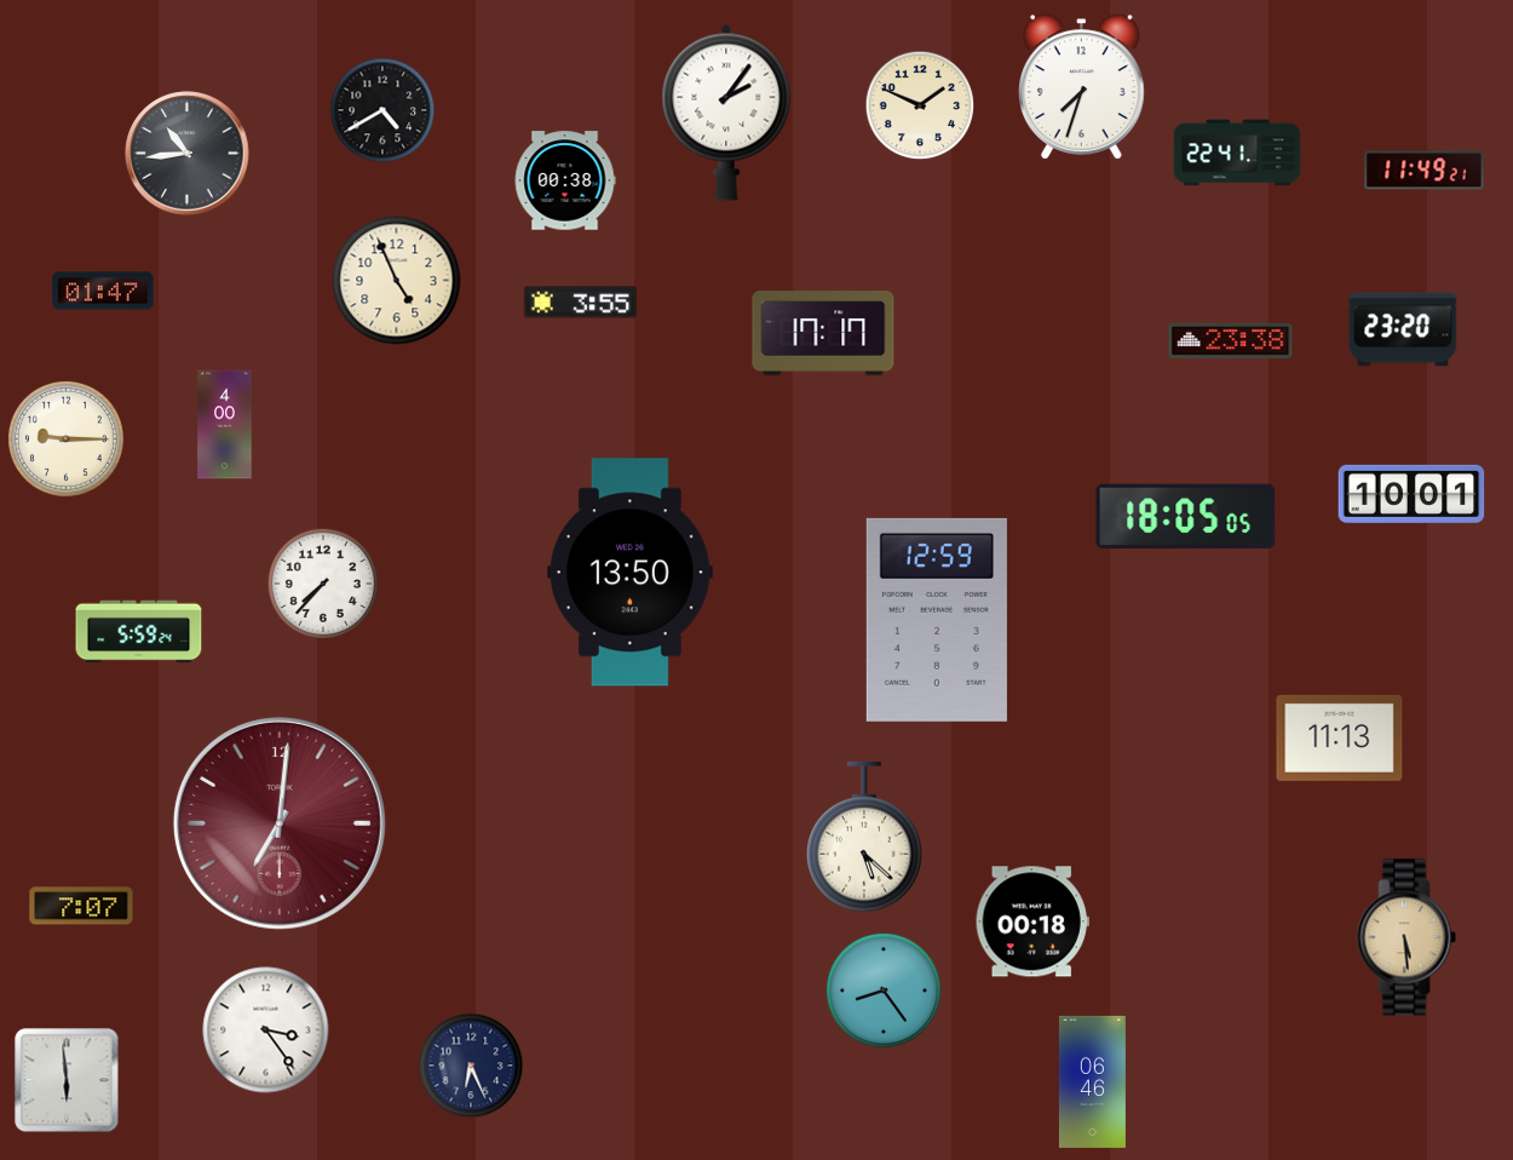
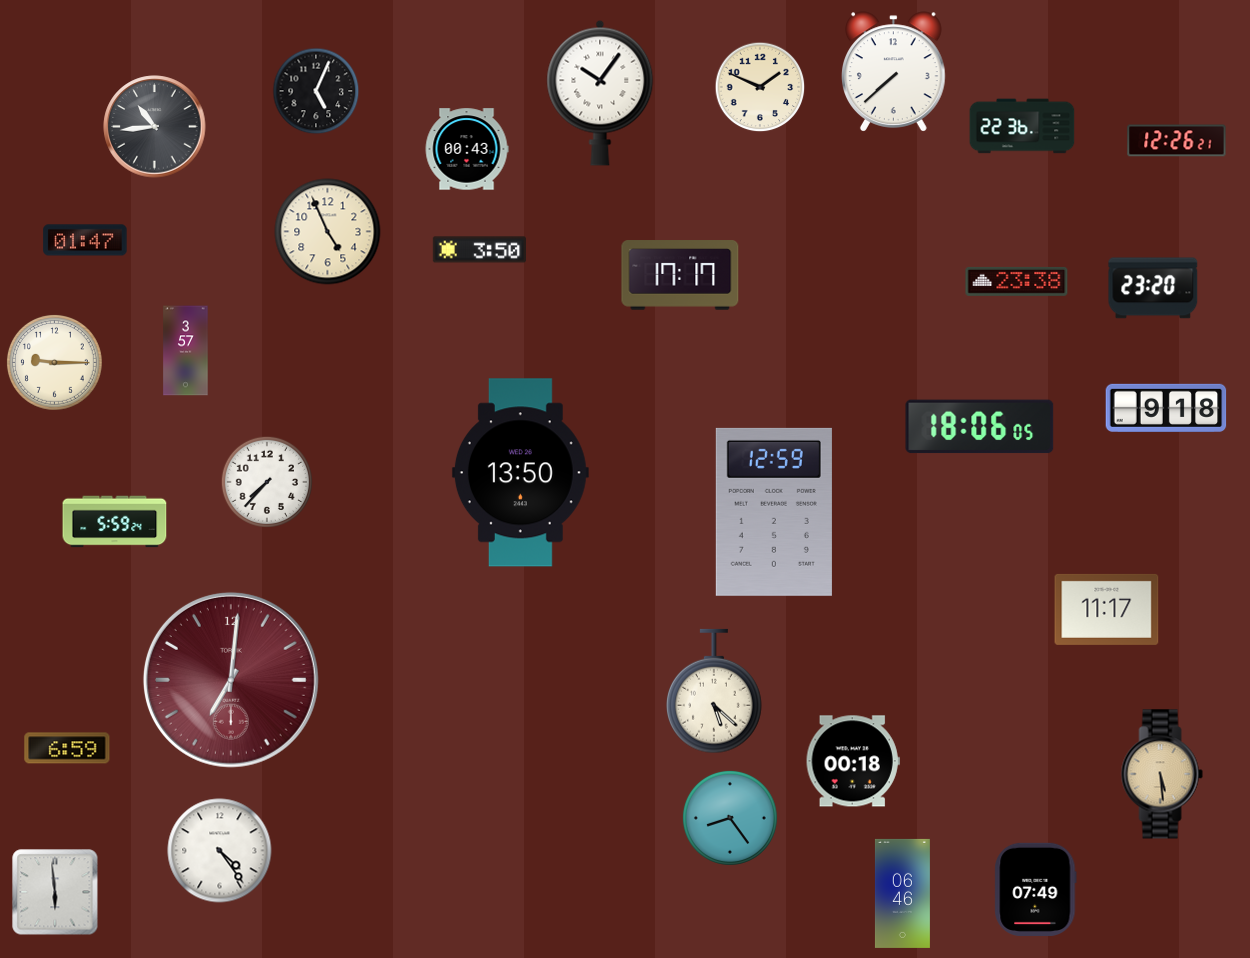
clock at (1082, 87): 7:33 -> 7:38
clock at (382, 110): 4:40 -> 5:04
clock at (726, 113): 2:06 -> 10:06
clock at (1237, 153): 22:41 -> 22:36
clock at (1425, 171): 11:49 -> 12:26
clock at (565, 180): 00:38 -> 00:43
clock at (580, 303): 3:55 -> 3:50
clock at (1403, 329) position: (1403, 329) -> (1153, 288)
clock at (225, 425): 4:00 -> 3:57
clock at (1411, 494): 10:01 -> 9:18
clock at (1186, 517): 18:05 -> 18:06
clock at (1340, 737): 11:13 -> 11:17
clock at (81, 906): 7:07 -> 6:59
clock at (266, 1030): 3:24 -> 4:24
clock at (471, 1066): 6:26 -> none
clock at (1036, 889): none -> 07:49
